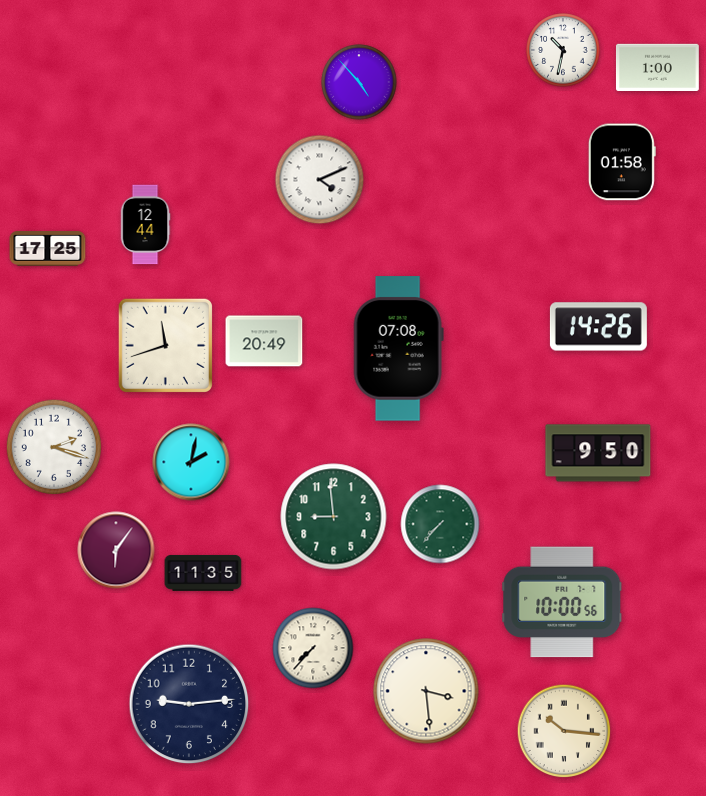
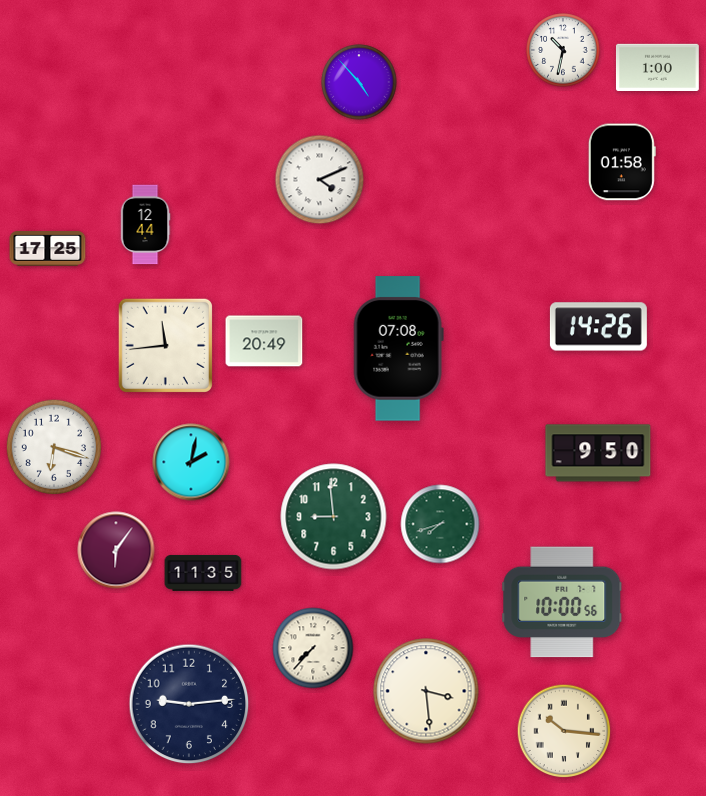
clock at (165, 345): 11:42 -> 11:44
clock at (53, 446): 2:18 -> 6:18
clock at (440, 524): 7:37 -> 7:42
